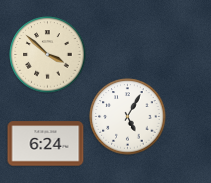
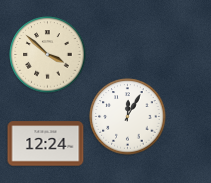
clock at (128, 117): 5:05 -> 12:05
clock at (46, 144): 6:24 -> 12:24
